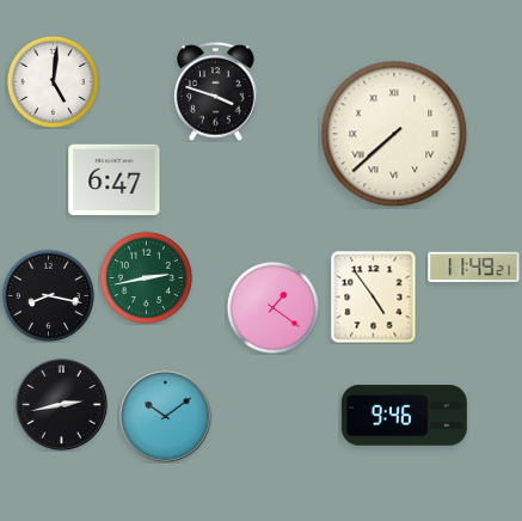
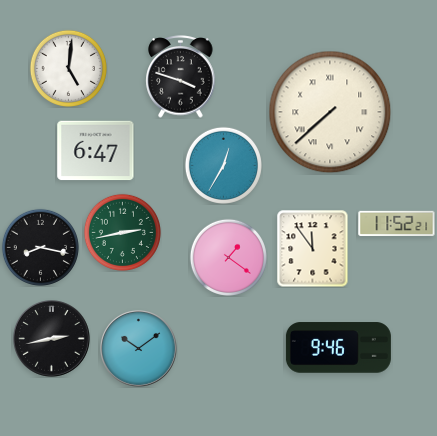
clock at (53, 81) position: (53, 81) -> (68, 68)
clock at (223, 165): none -> 12:35
clock at (474, 268): 11:49 -> 11:52
clock at (374, 296): 4:54 -> 11:54
